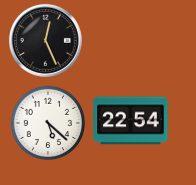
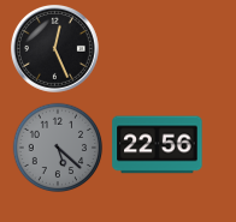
clock at (131, 121): 22:54 -> 22:56
clock at (48, 123) dial: white -> grey
